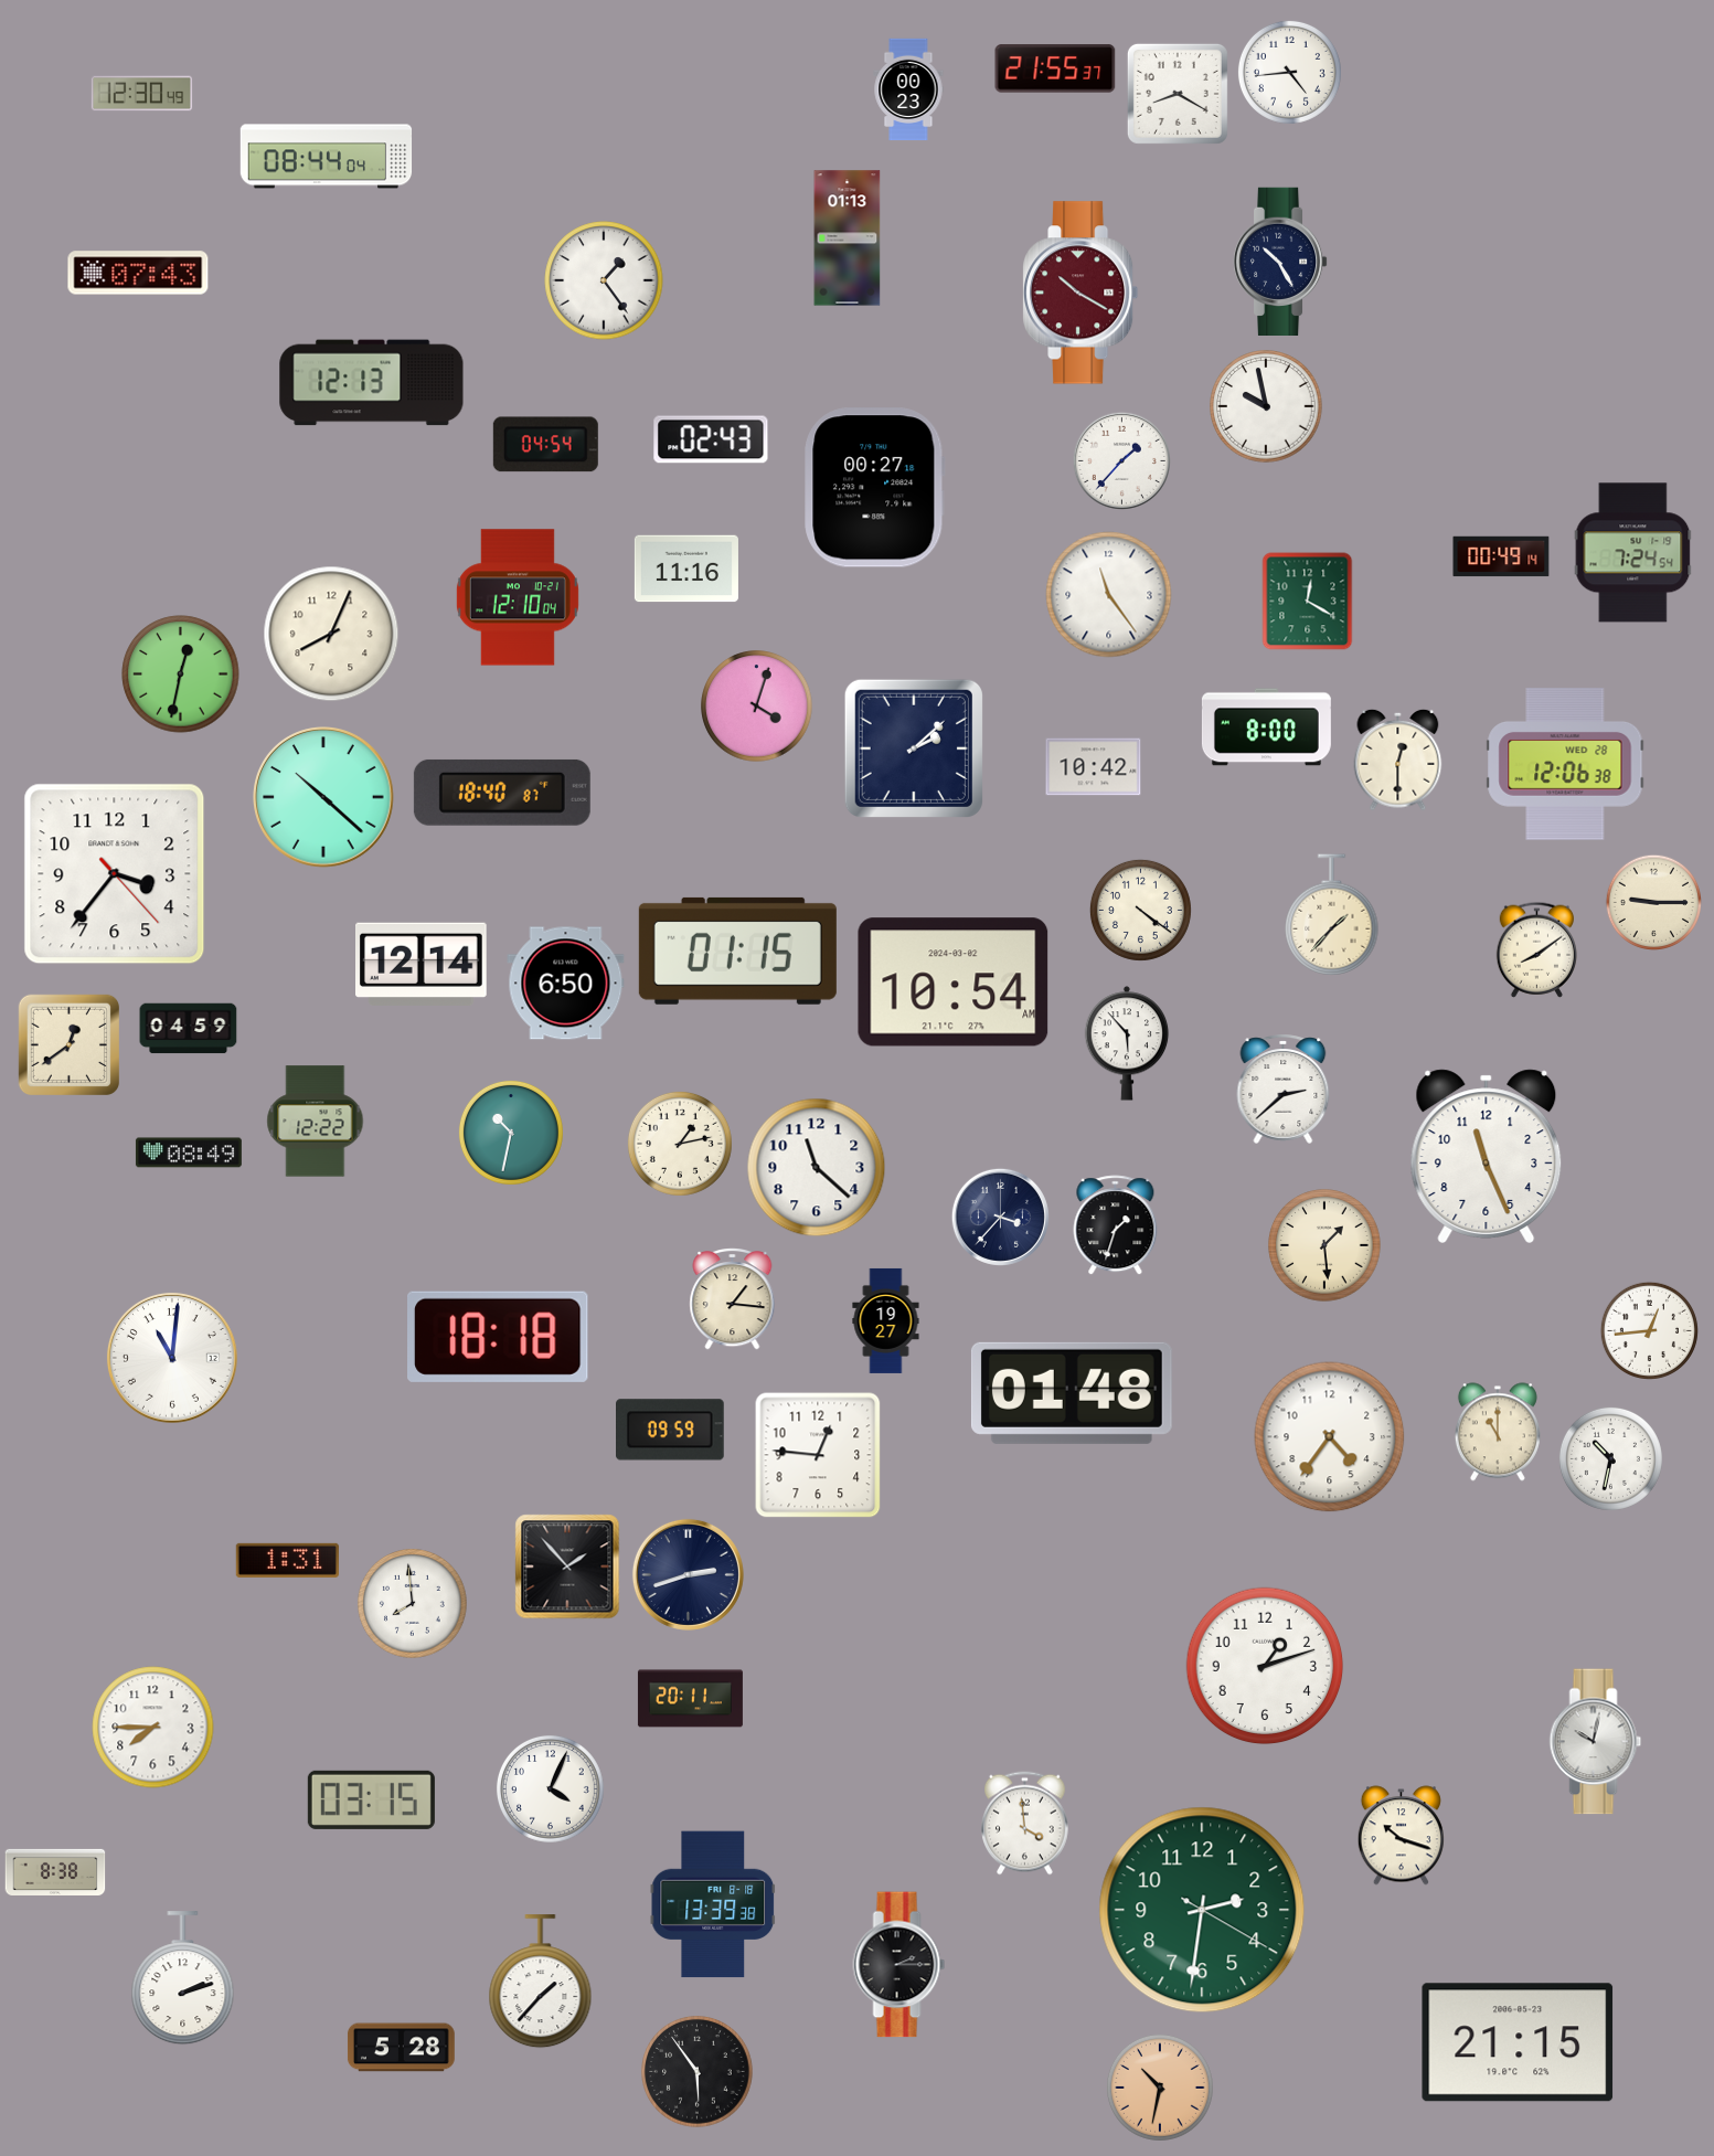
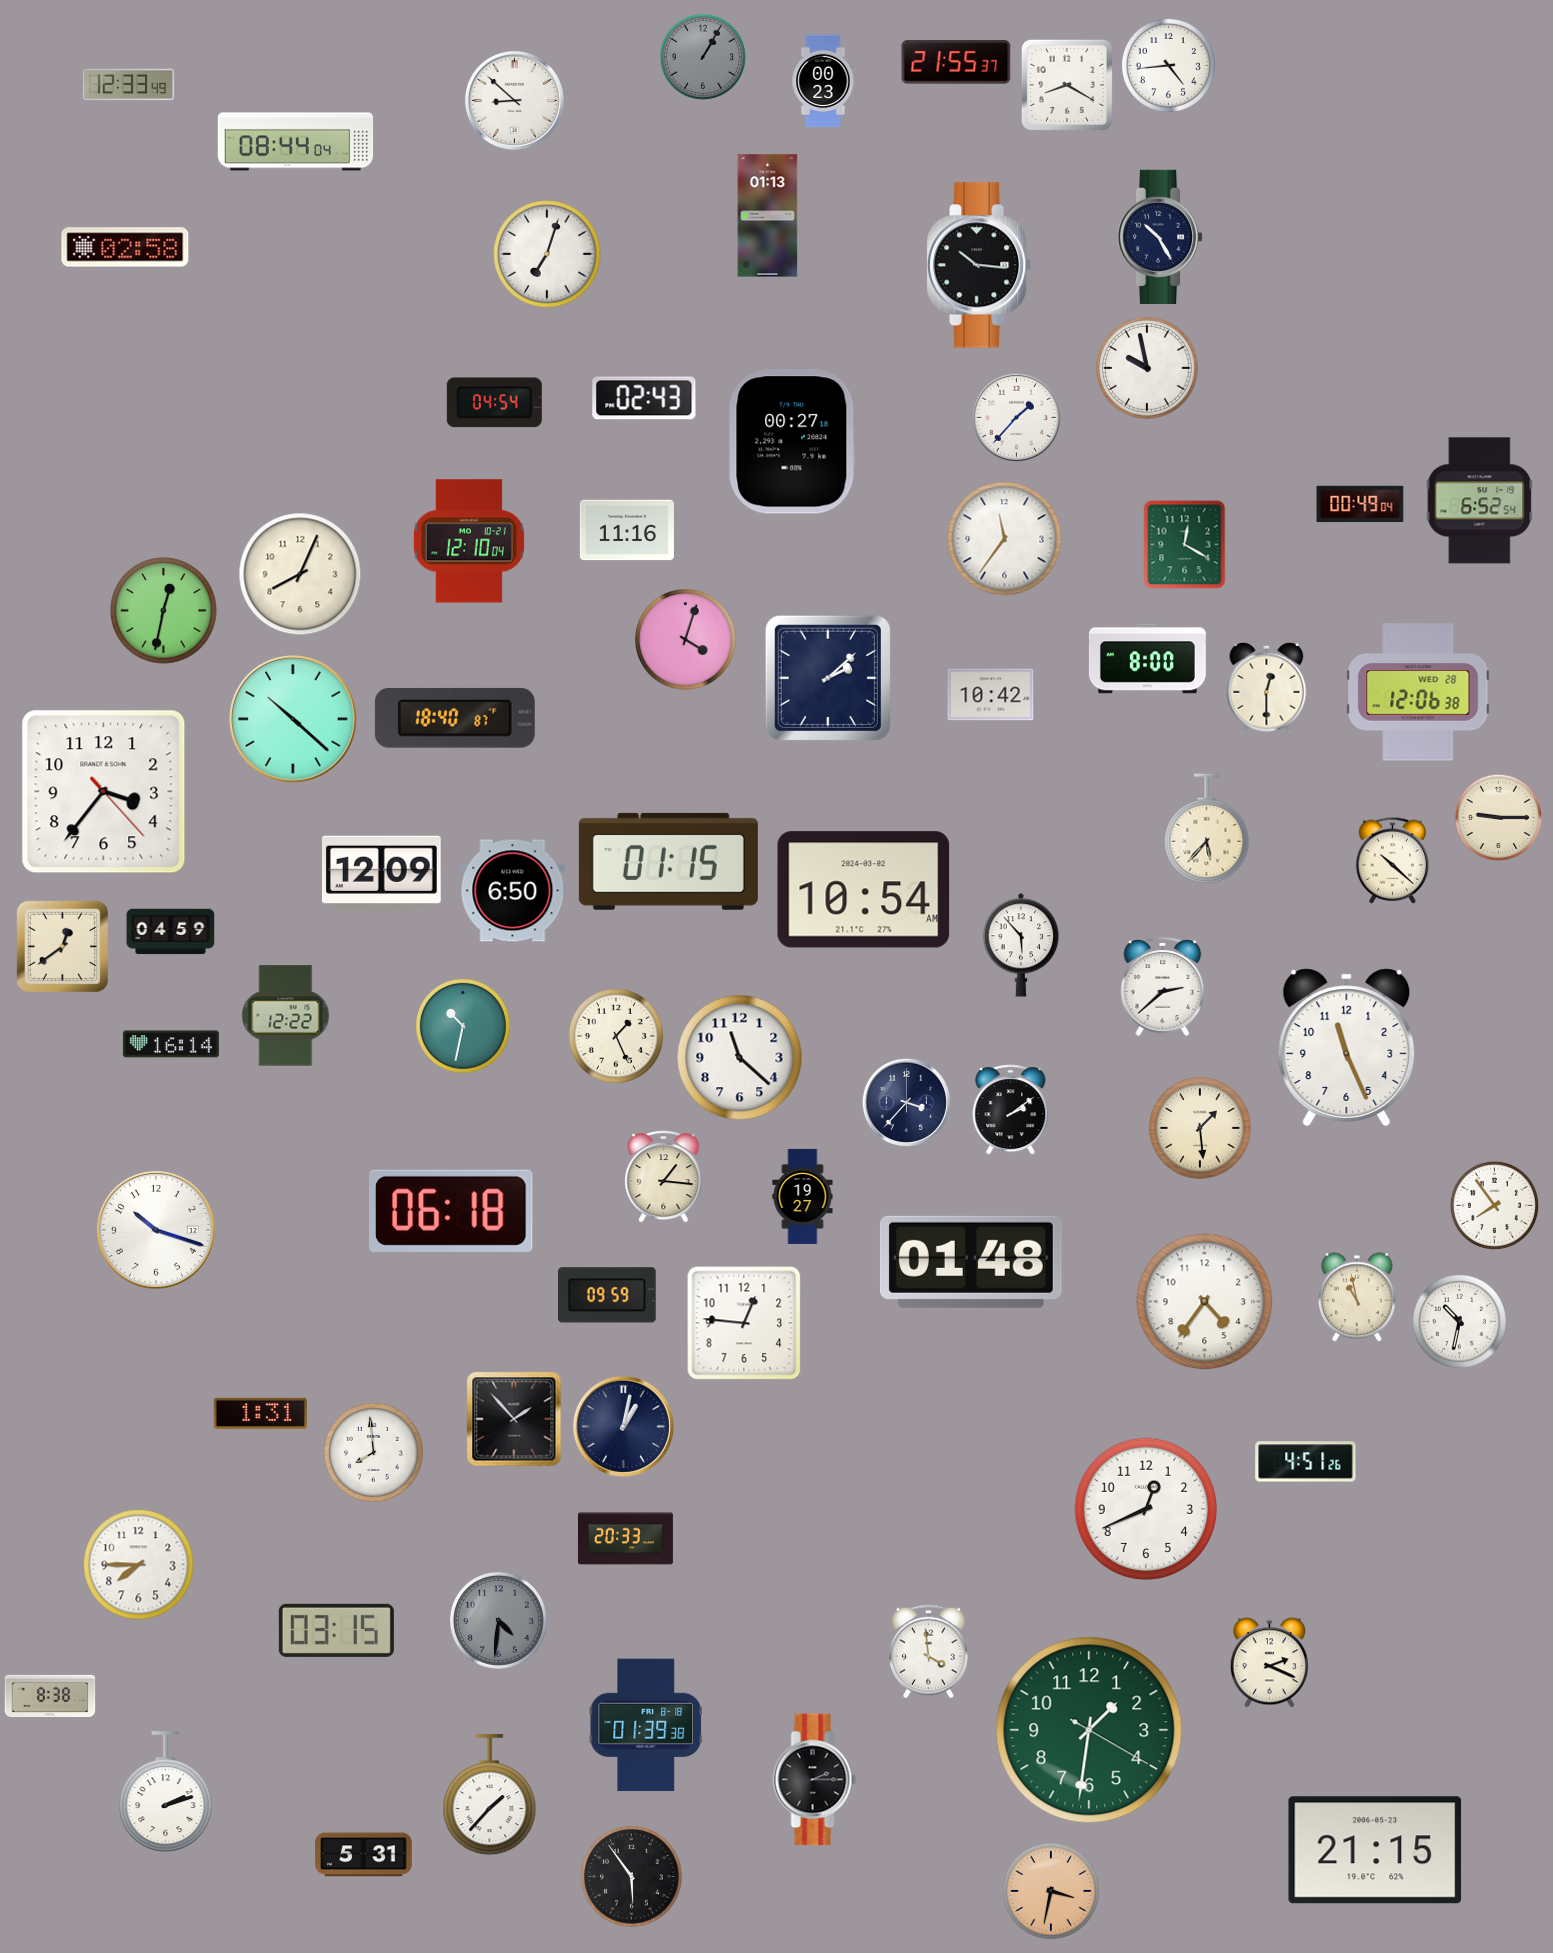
clock at (703, 57): none -> 1:05
clock at (142, 94): 12:30 -> 12:33
clock at (514, 100): none -> 8:52
clock at (138, 273): 07:43 -> 02:58
clock at (604, 280): 1:24 -> 7:03
clock at (1080, 293): 10:20 -> 10:16
clock at (1080, 293) dial: burgundy -> black
clock at (372, 383): 12:13 -> none
clock at (1633, 553): 7:24 -> 6:52
clock at (1501, 556): 00:49:14 -> 00:49:04
clock at (686, 569) position: (686, 569) -> (627, 530)
clock at (1109, 595): 11:24 -> 11:36
clock at (324, 798) position: (324, 798) -> (294, 720)
clock at (1140, 910): 4:21 -> none
clock at (1332, 915): 1:37 -> 5:37
clock at (1536, 949): 8:09 -> 10:22
clock at (422, 964): 12:14 -> 12:09
clock at (680, 1144): 1:13 -> 1:26
clock at (189, 1153): 08:49 -> 16:14
clock at (1116, 1225): 1:33 -> 2:09
clock at (1649, 1330): 12:44 -> 7:54
clock at (499, 1337): 18:18 -> 06:18
clock at (172, 1358): 11:01 -> 10:18
clock at (1498, 1432): 11:00 -> 10:58
clock at (818, 1455) position: (818, 1455) -> (744, 1323)
clock at (688, 1574): 2:42 -> 1:02
clock at (1306, 1462): none -> 4:51
clock at (1265, 1666): 1:12 -> 12:41
clock at (690, 1699): 20:11 -> 20:33
clock at (1596, 1742): 10:02 -> none
clock at (550, 1788): 4:04 -> 4:31
clock at (550, 1788) dial: white -> grey
clock at (1401, 1836): 10:18 -> 2:19
clock at (713, 1904): 13:39 -> 01:39
clock at (1202, 1910): 2:31 -> 1:31
clock at (402, 2048): 5:28 -> 5:31
clock at (1160, 2088): 10:32 -> 3:32
